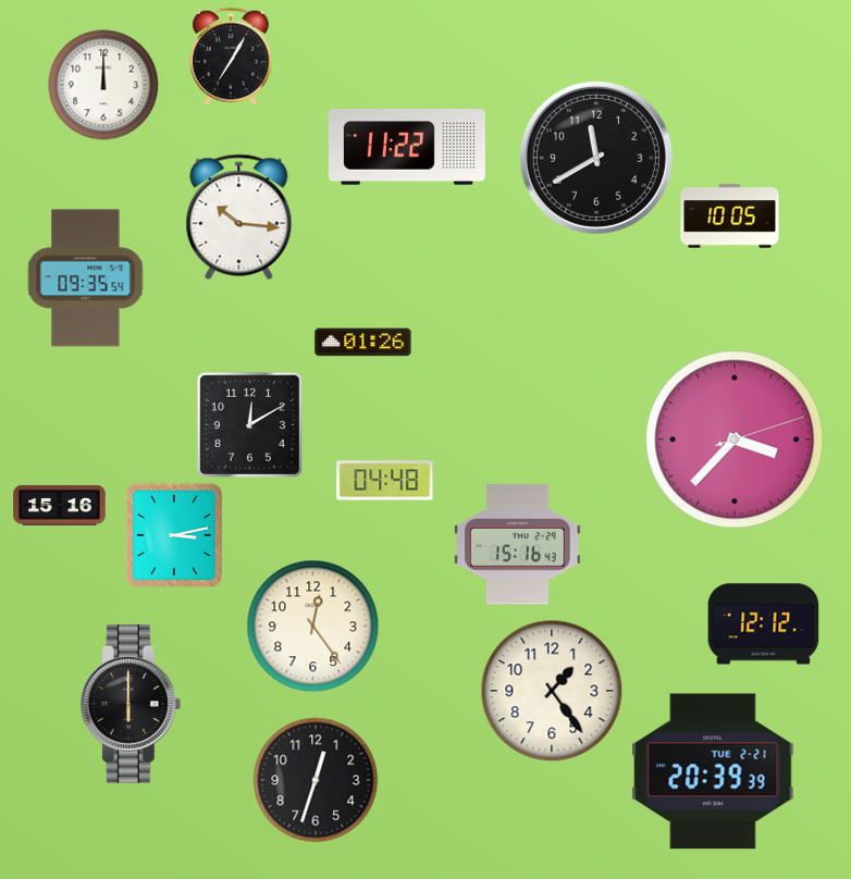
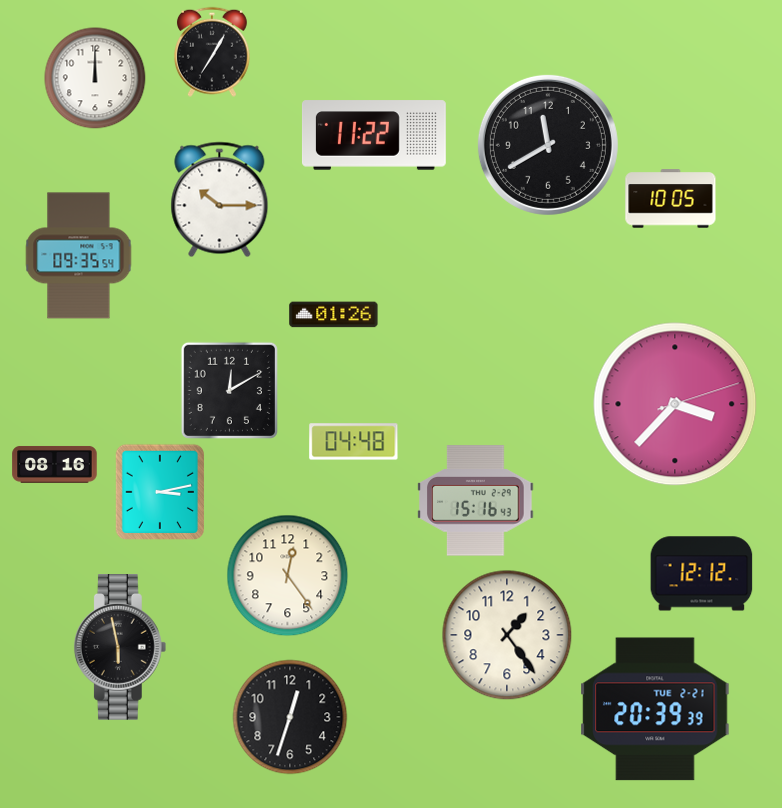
clock at (239, 218): 10:16 -> 10:15
clock at (60, 505): 15:16 -> 08:16
clock at (131, 705): 6:00 -> 5:58
